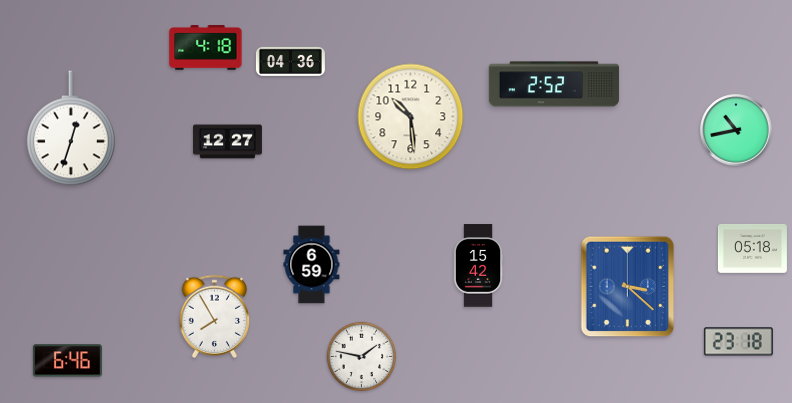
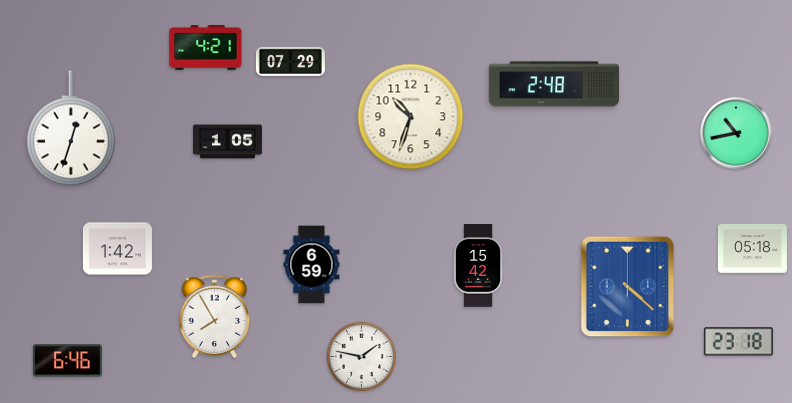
clock at (206, 48): 4:18 -> 4:21
clock at (290, 61): 04:36 -> 07:29
clock at (554, 84): 2:52 -> 2:48
clock at (411, 117): 10:29 -> 10:33
clock at (736, 130) position: (736, 130) -> (736, 133)
clock at (227, 142): 12:27 -> 1:05
clock at (117, 249): none -> 1:42
clock at (628, 287): 3:22 -> 4:22
